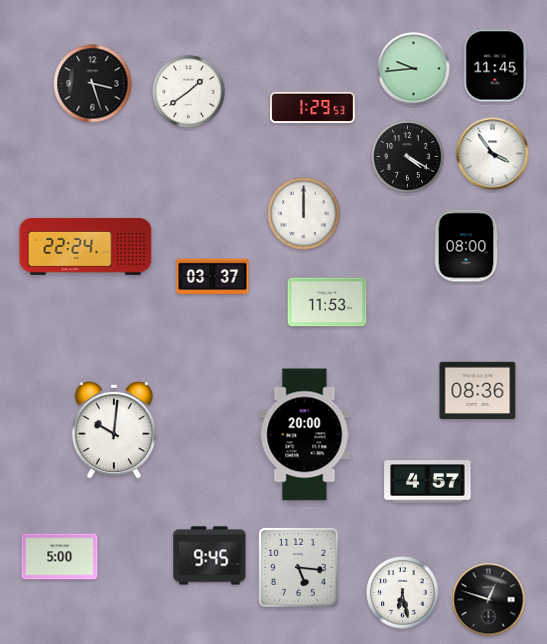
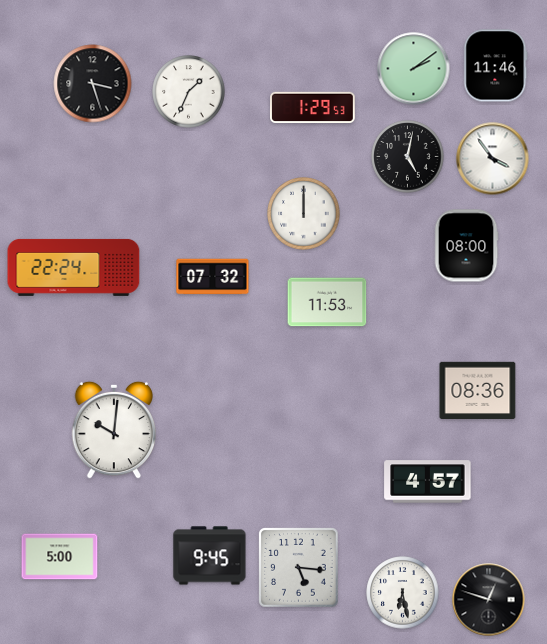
clock at (496, 66): 11:45 -> 11:46
clock at (414, 69): 9:44 -> 2:09
clock at (189, 92): 1:39 -> 1:34
clock at (493, 154) position: (493, 154) -> (493, 159)
clock at (408, 157): 4:20 -> 5:02
clock at (86, 246) position: (86, 246) -> (74, 267)
clock at (213, 277): 03:37 -> 07:32
clock at (305, 435): 20:00 -> none
